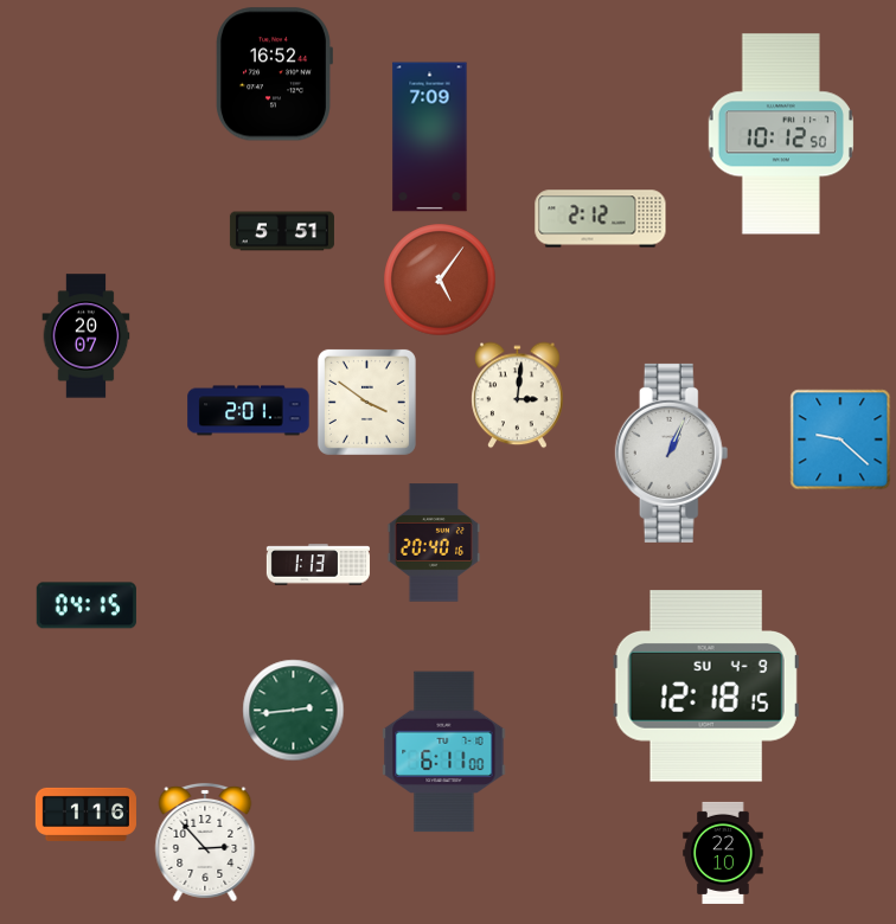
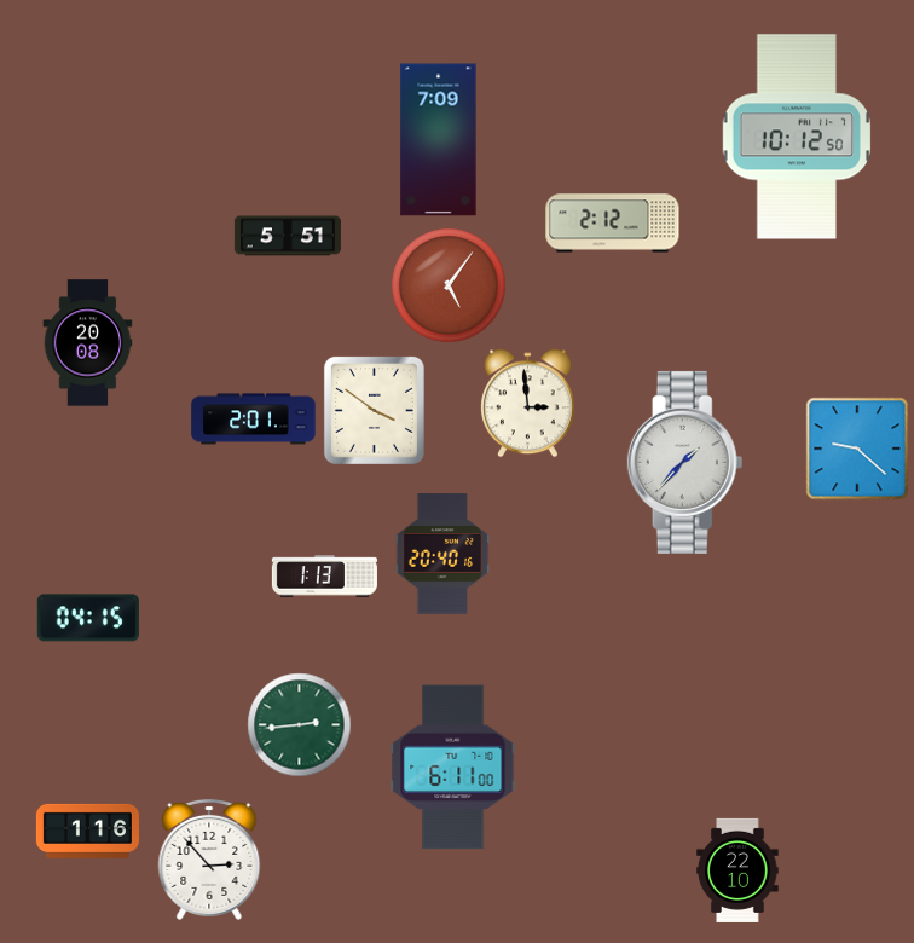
clock at (273, 75): 16:52 -> none
clock at (87, 336): 20:07 -> 20:08
clock at (518, 394): 3:01 -> 2:59
clock at (672, 453): 1:04 -> 1:37
clock at (706, 686): 12:18 -> none
